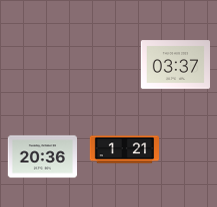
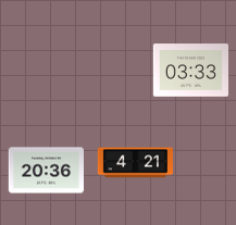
clock at (175, 65): 03:37 -> 03:33
clock at (124, 150): 1:21 -> 4:21
